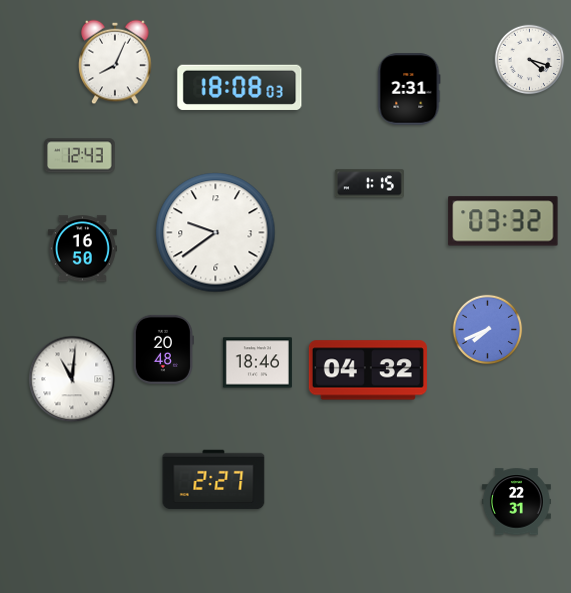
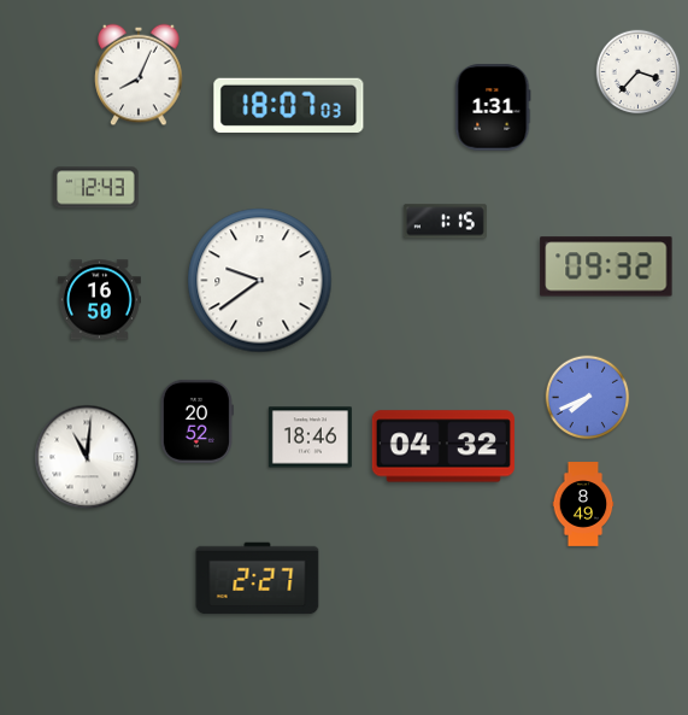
clock at (530, 60): 4:18 -> 3:37
clock at (240, 87): 18:08 -> 18:07
clock at (409, 89): 2:31 -> 1:31
clock at (503, 221): 03:32 -> 09:32
clock at (163, 349): 20:48 -> 20:52
clock at (583, 504): none -> 8:49
clock at (516, 502): 22:31 -> none
